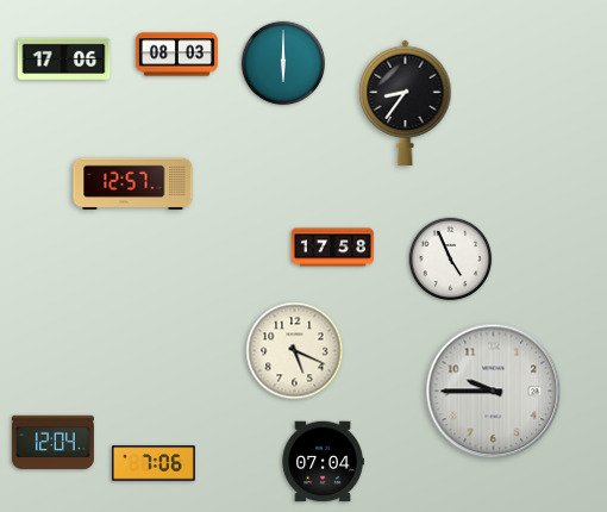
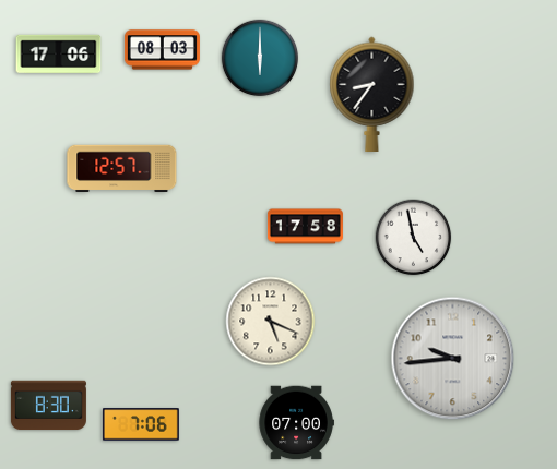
clock at (451, 260): 4:56 -> 4:58
clock at (494, 392): 9:45 -> 9:44
clock at (52, 443): 12:04 -> 8:30
clock at (323, 462): 07:04 -> 07:00
